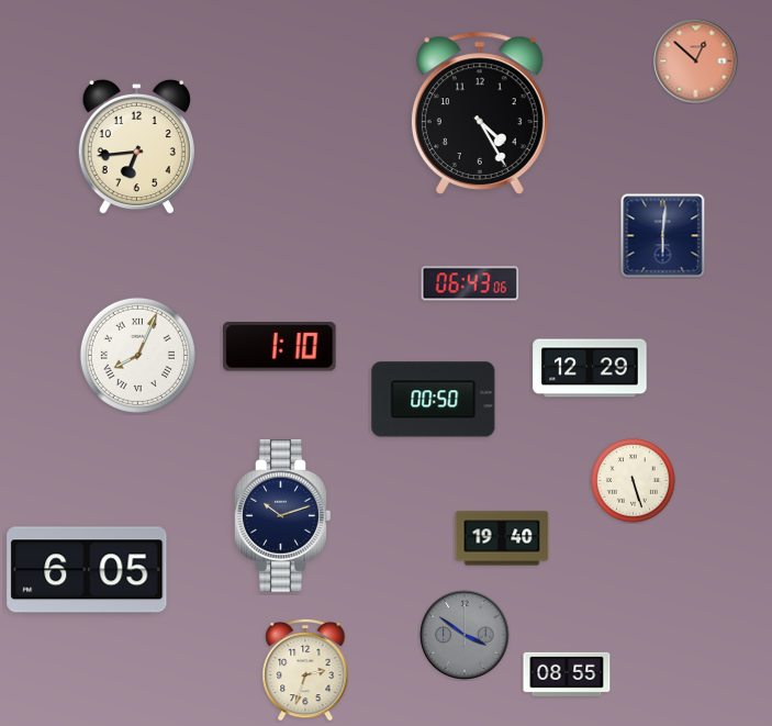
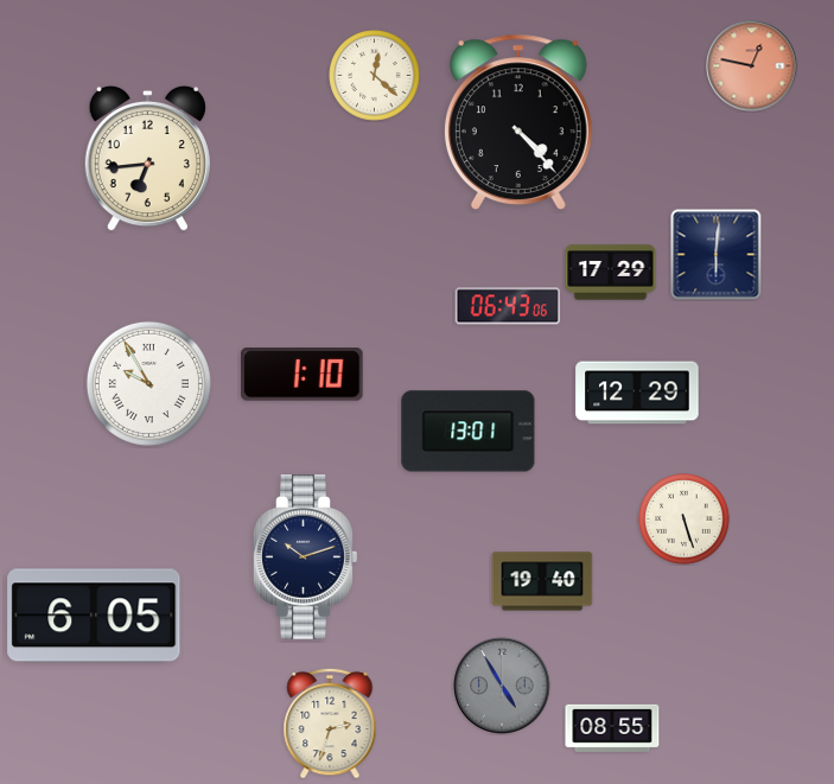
clock at (696, 62): 12:52 -> 12:47
clock at (375, 76): none -> 12:22
clock at (480, 113): 4:25 -> 4:23
clock at (611, 273): none -> 17:29
clock at (137, 355): 8:04 -> 9:55
clock at (590, 368) position: (590, 368) -> (637, 393)
clock at (434, 400): 00:50 -> 13:01
clock at (465, 635): 3:51 -> 4:55
